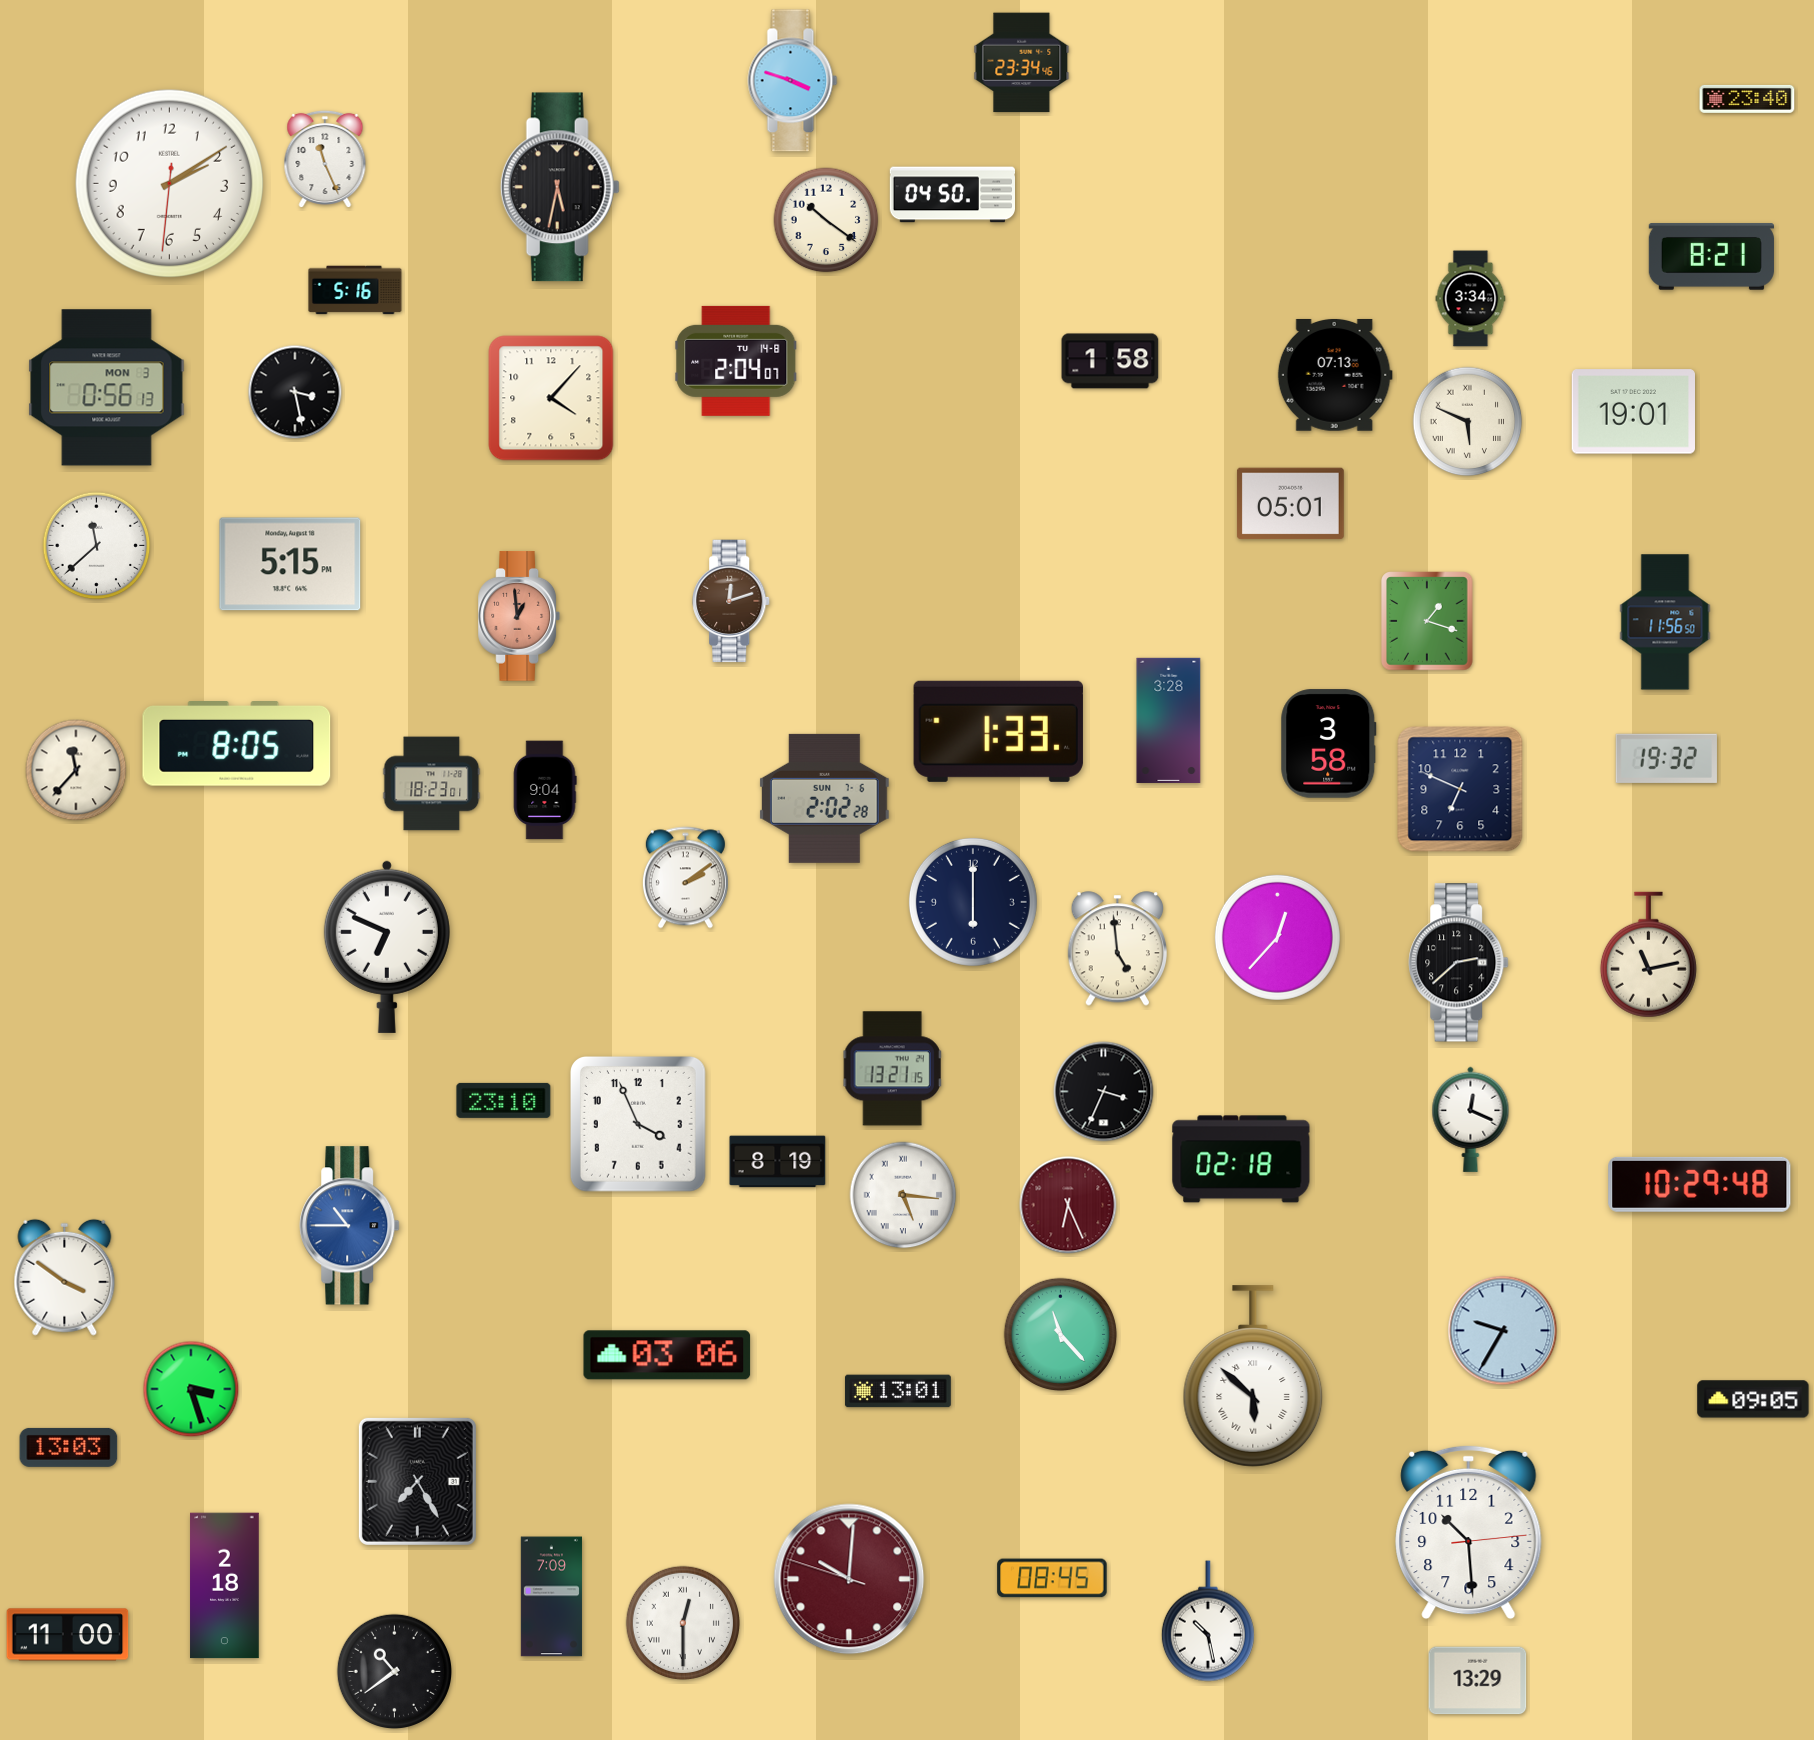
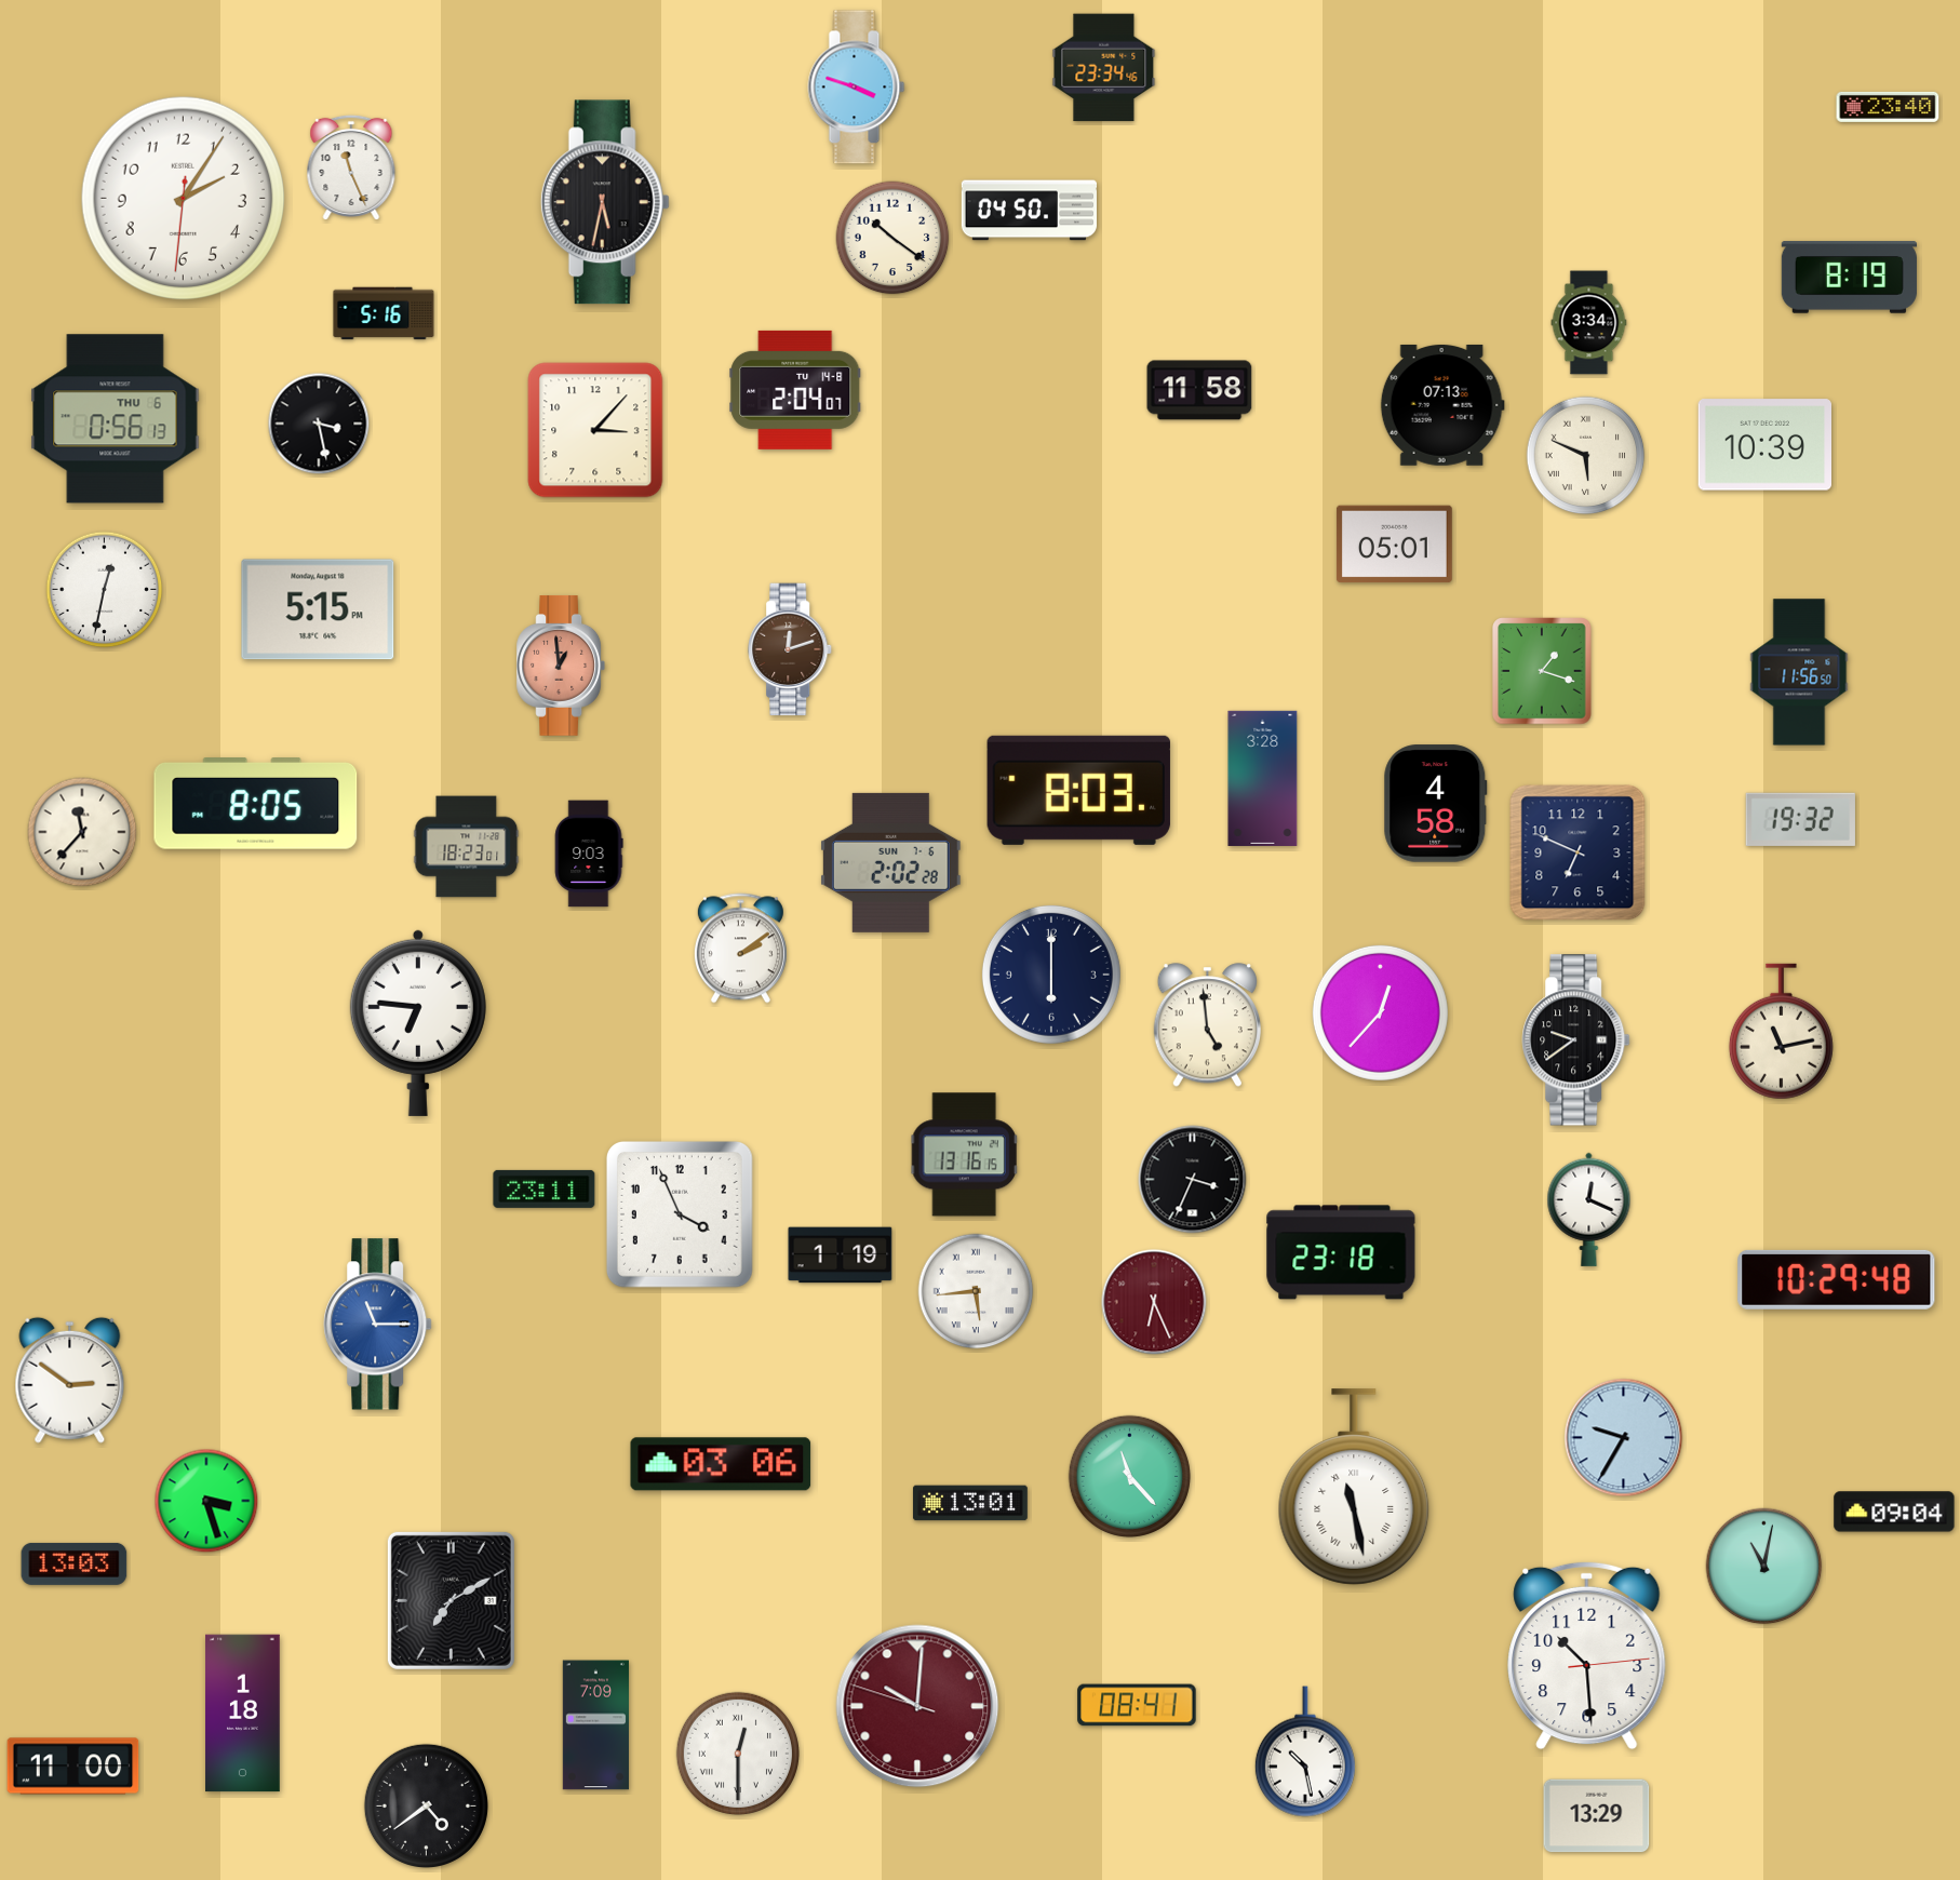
clock at (325, 158) position: (325, 158) -> (351, 166)
clock at (170, 184): 2:09 -> 2:05
clock at (1711, 257): 8:21 -> 8:19
clock at (1110, 361): 1:58 -> 11:58
clock at (107, 388) date: MON 3 -> THU 6
clock at (551, 398): 4:07 -> 3:07
clock at (1633, 412): 19:01 -> 10:39
clock at (97, 546): 11:38 -> 12:32
clock at (290, 564) position: (290, 564) -> (318, 609)
clock at (998, 731): 1:33 -> 8:03
clock at (1329, 744): 3:58 -> 4:58
clock at (545, 790): 9:04 -> 9:03
clock at (387, 947): 6:49 -> 6:46
clock at (1459, 963): 2:38 -> 9:39
clock at (893, 1069): 13:21 -> 13:16
clock at (504, 1100): 23:10 -> 23:11
clock at (638, 1124) position: (638, 1124) -> (680, 1214)
clock at (1241, 1159): 02:18 -> 23:18
clock at (778, 1162): 8:19 -> 1:19
clock at (903, 1195): 5:16 -> 5:44
clock at (350, 1226): 10:45 -> 11:15
clock at (65, 1277): 3:51 -> 2:51
clock at (1061, 1335) position: (1061, 1335) -> (1130, 1477)
clock at (1253, 1376): 5:52 -> 11:28
clock at (1753, 1399): 09:05 -> 09:04
clock at (1764, 1567): none -> 11:02
clock at (417, 1481): 7:25 -> 7:10
clock at (1052, 1578): 08:45 -> 08:41
clock at (225, 1586): 2:18 -> 1:18
clock at (394, 1671): 10:39 -> 4:39
